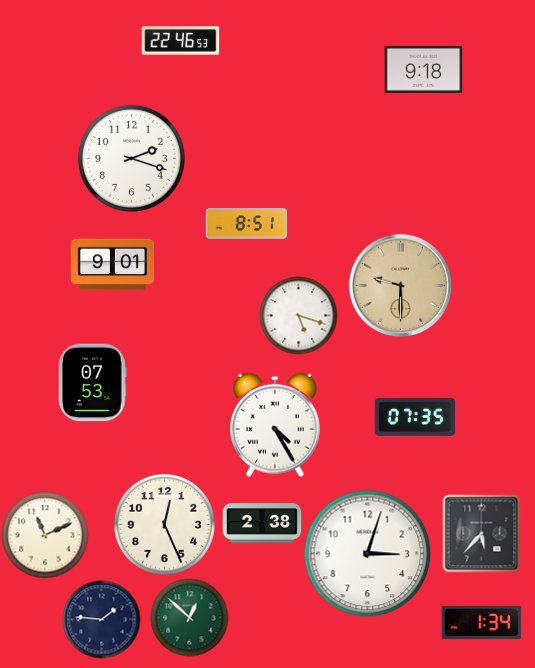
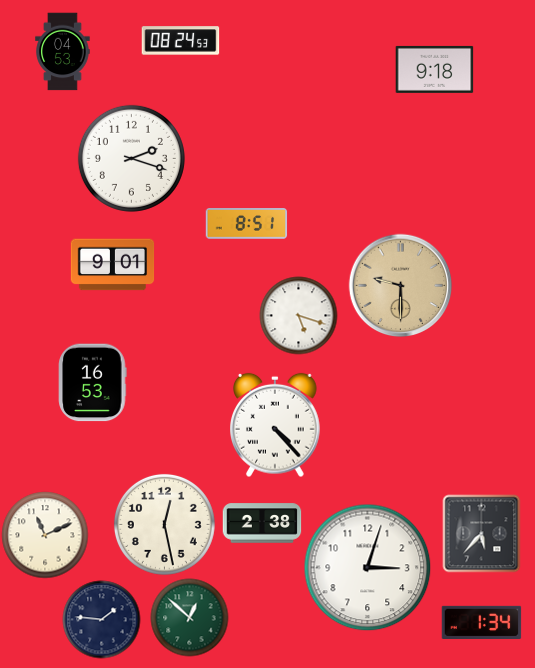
clock at (180, 41): 22:46 -> 08:24
clock at (63, 51): none -> 04:53
clock at (423, 69) position: (423, 69) -> (434, 69)
clock at (93, 382): 07:53 -> 16:53
clock at (415, 417): 07:35 -> none
clock at (276, 425): 4:25 -> 4:23
clock at (164, 524): 12:26 -> 12:28
clock at (367, 553) position: (367, 553) -> (367, 567)
